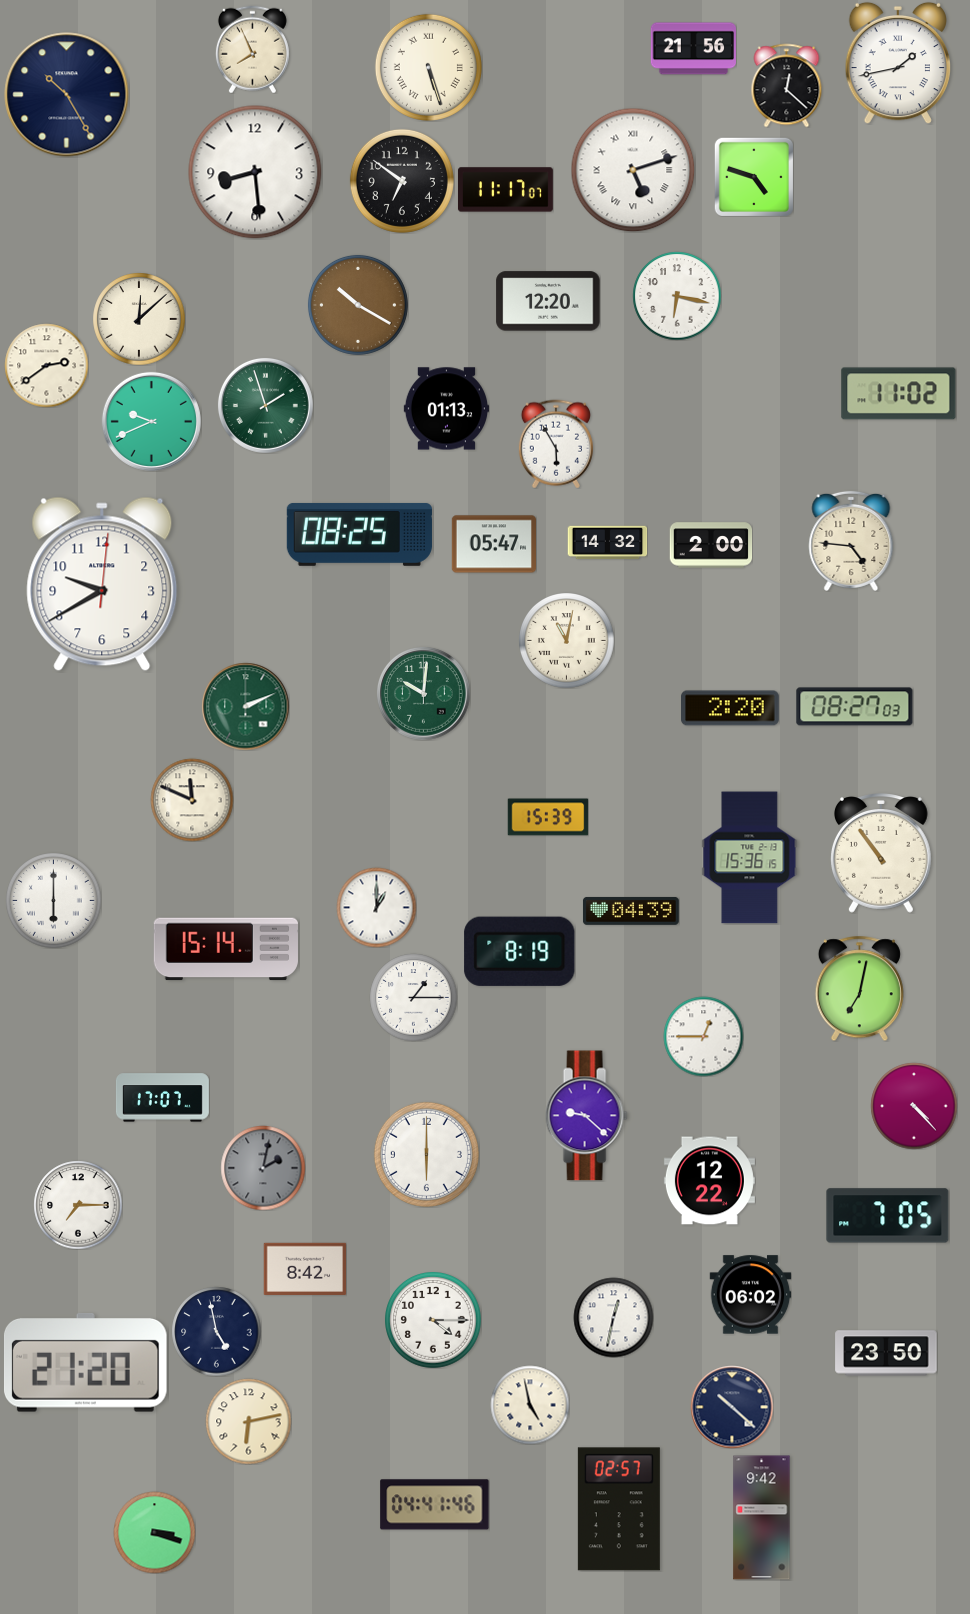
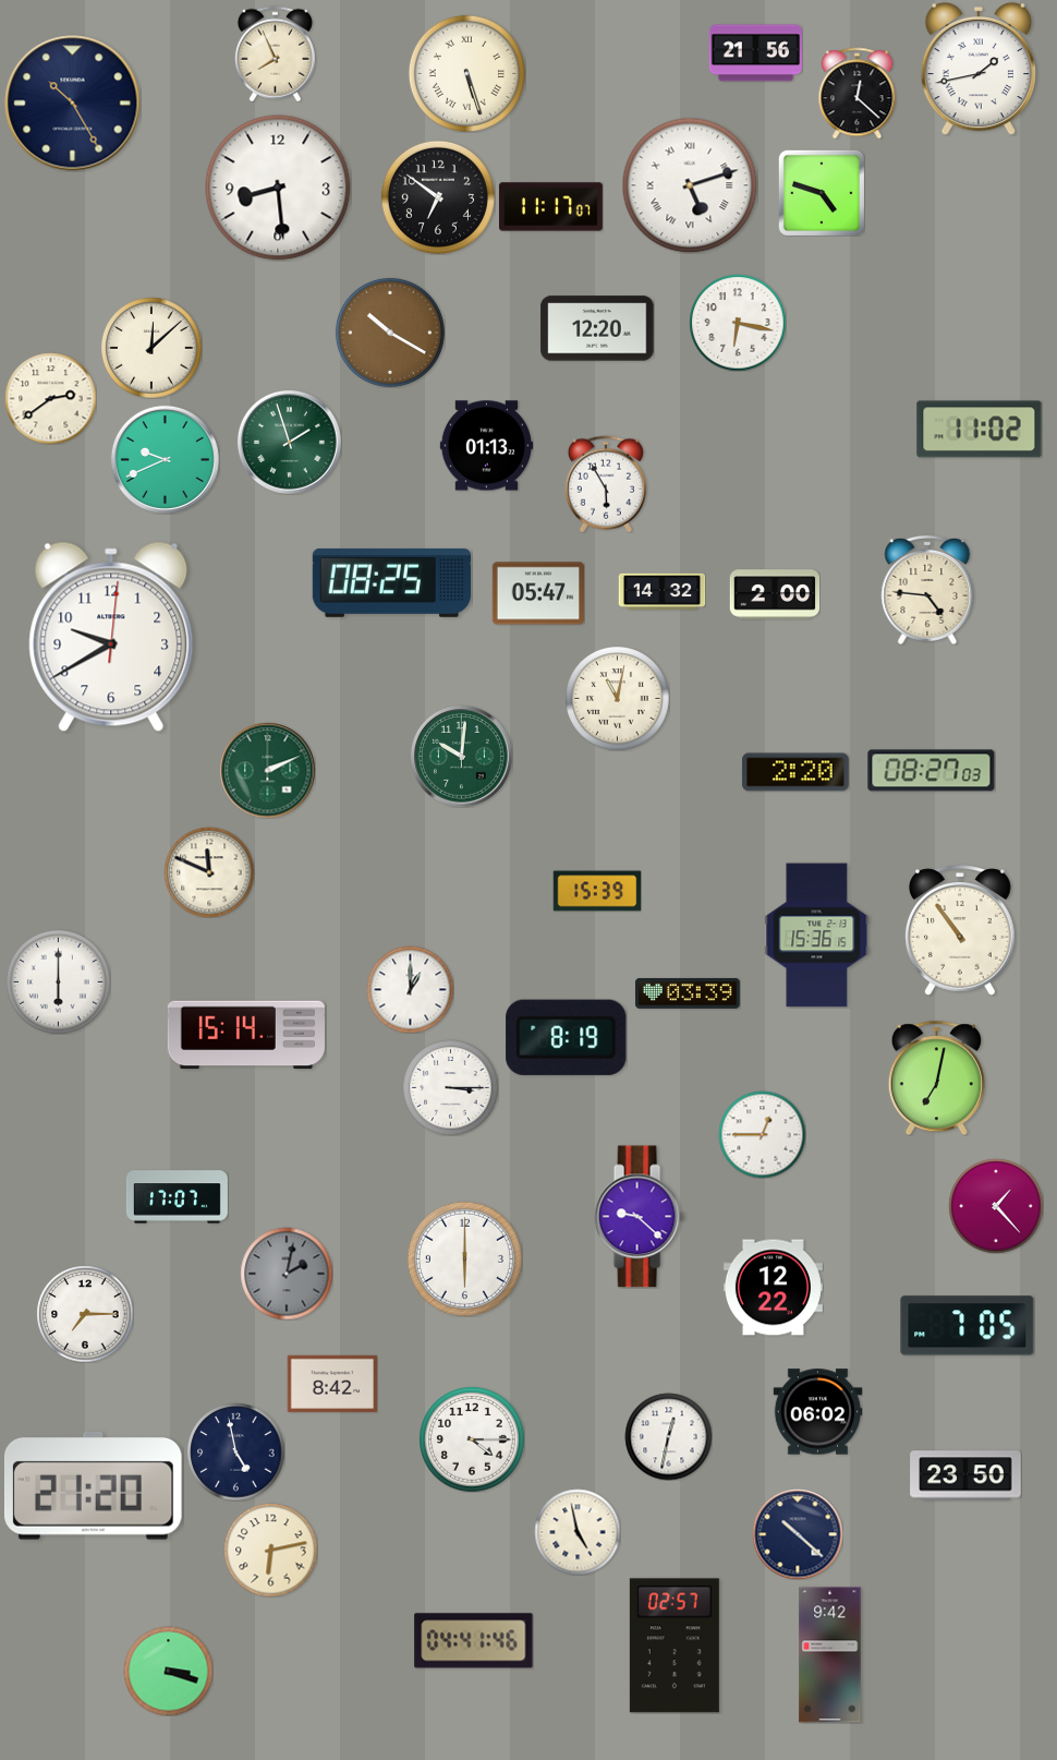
clock at (631, 911): 04:39 -> 03:39
clock at (413, 997): 1:15 -> 3:15
clock at (703, 1036) position: (703, 1036) -> (762, 1134)
clock at (914, 1106): 4:23 -> 1:23
